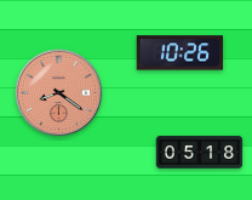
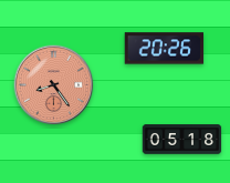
clock at (181, 53): 10:26 -> 20:26
clock at (59, 93): 8:21 -> 8:24
